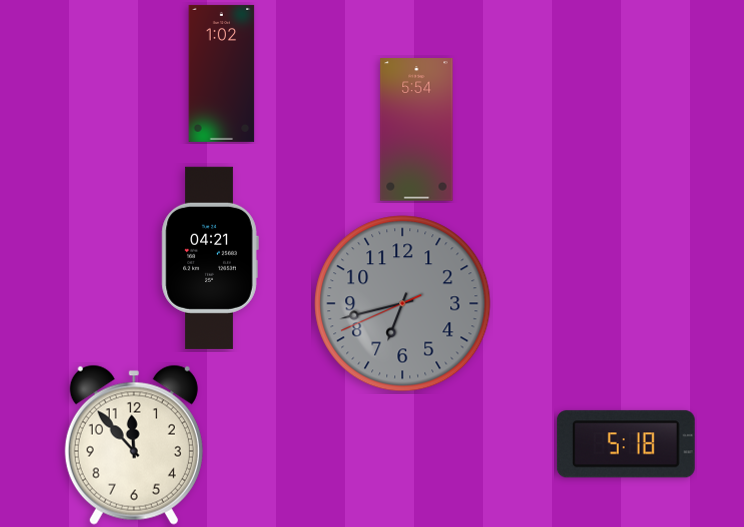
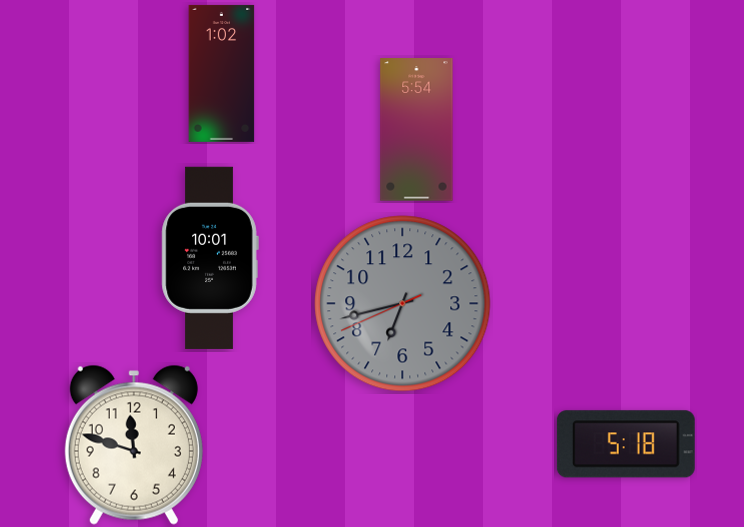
clock at (210, 258): 04:21 -> 10:01
clock at (134, 445): 11:53 -> 11:48
